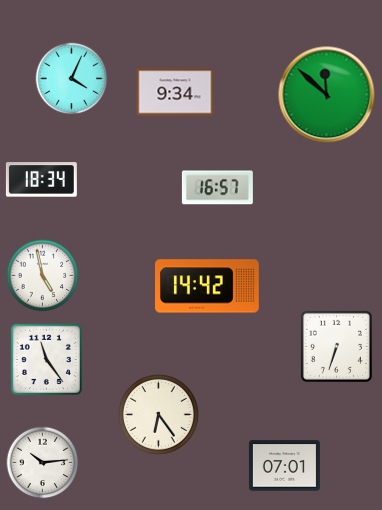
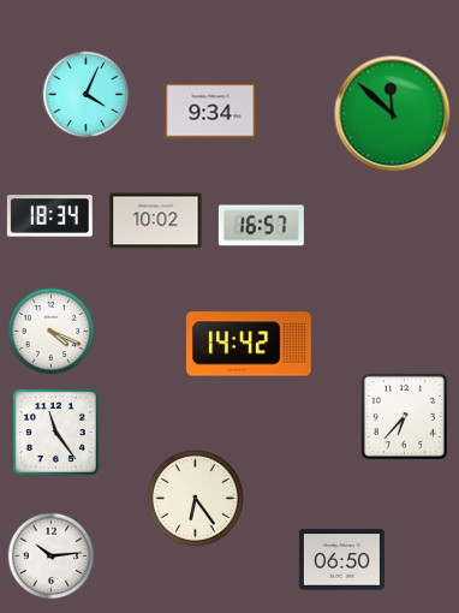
clock at (156, 221): none -> 10:02
clock at (43, 276): 4:58 -> 4:19
clock at (336, 346): 6:33 -> 6:37
clock at (159, 415) position: (159, 415) -> (196, 499)
clock at (284, 466): 07:01 -> 06:50
